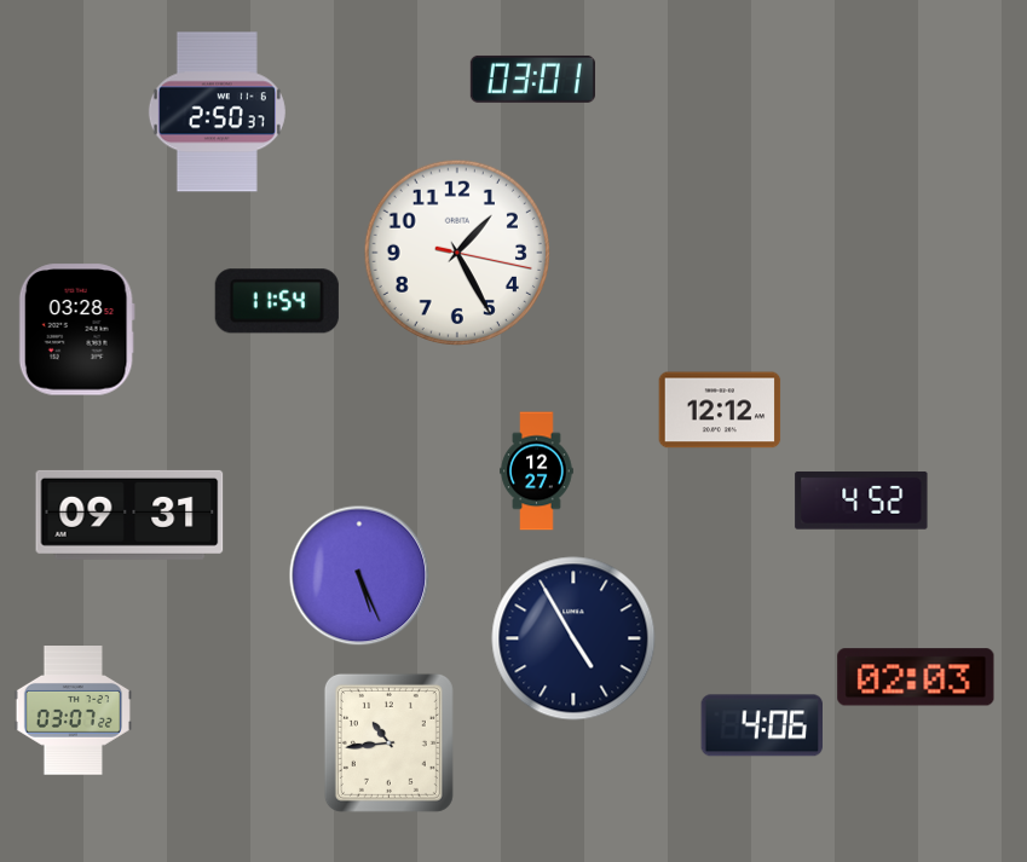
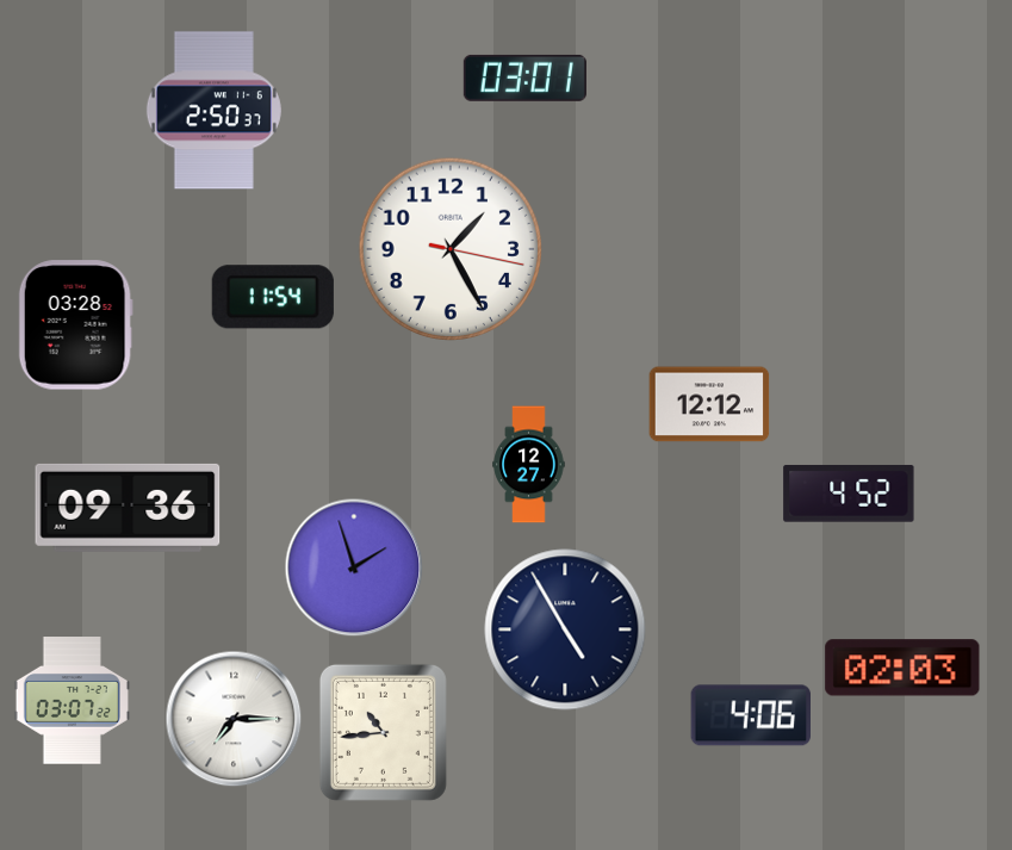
clock at (129, 515): 09:31 -> 09:36
clock at (359, 575): 5:26 -> 1:57
clock at (234, 719): none -> 7:15
